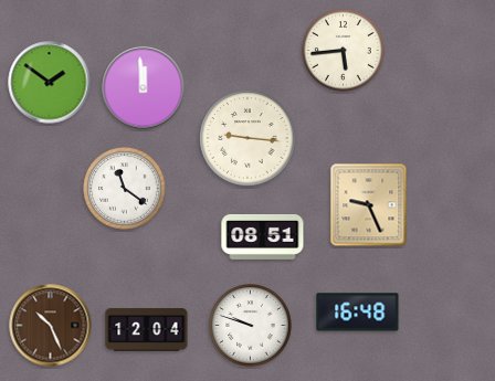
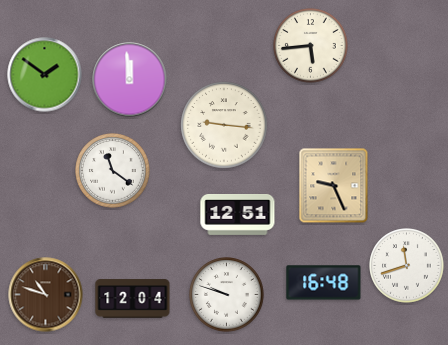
clock at (263, 237): 08:51 -> 12:51
clock at (407, 266): none -> 11:42
clock at (51, 326): 10:26 -> 10:48
